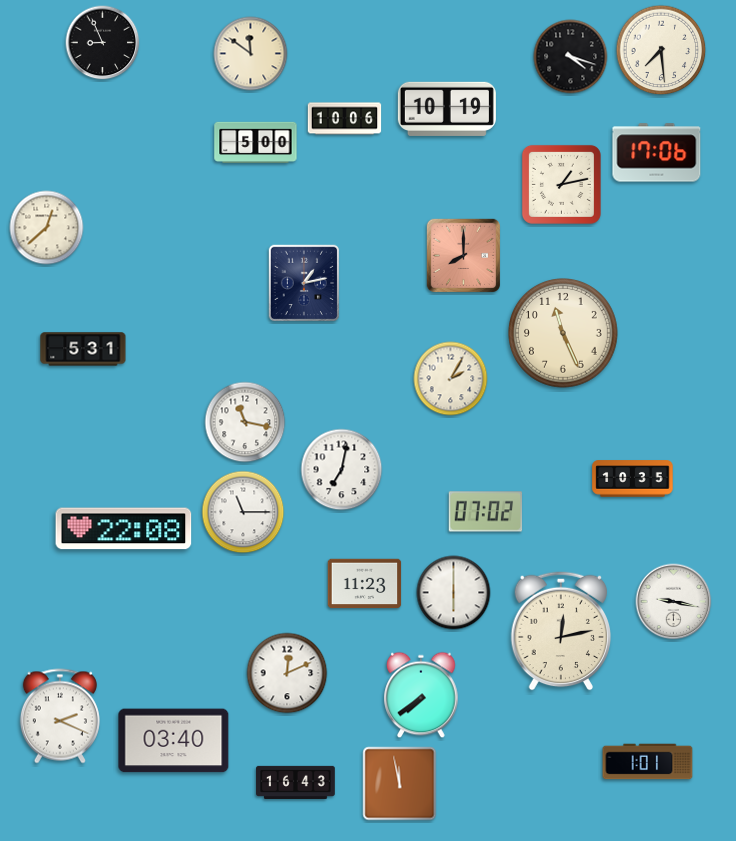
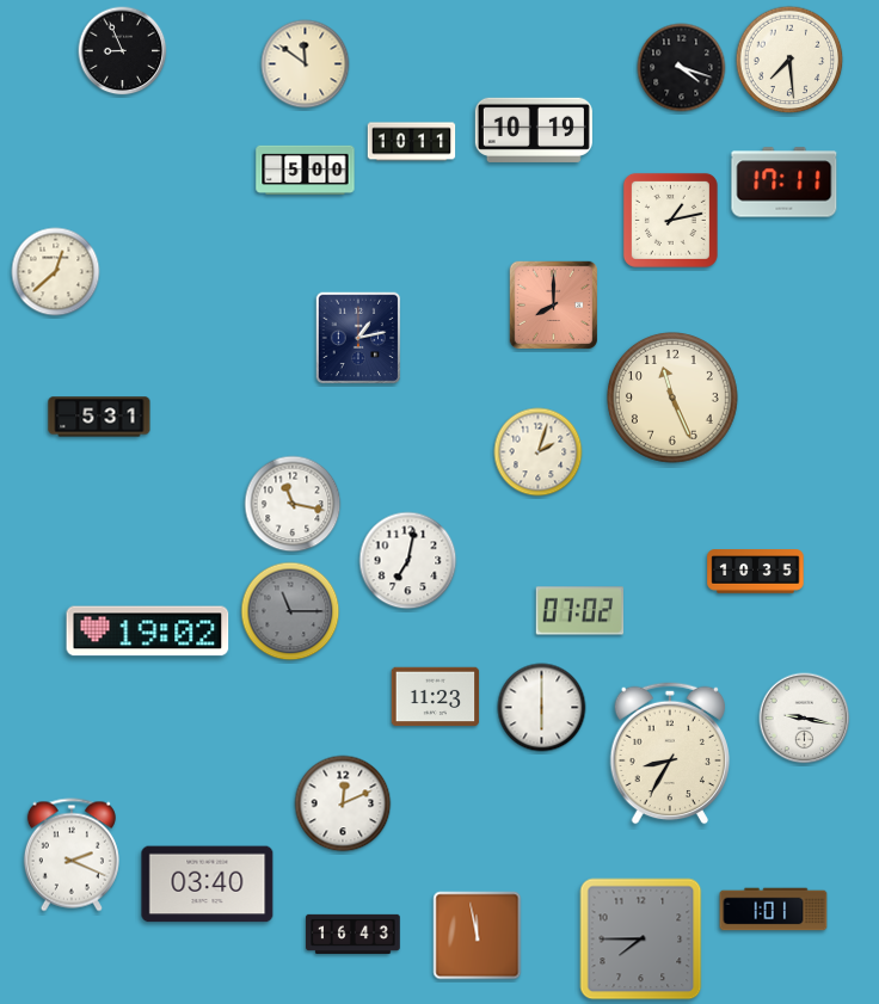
clock at (251, 54) position: (251, 54) -> (306, 64)
clock at (345, 119): 10:06 -> 10:11
clock at (657, 153): 17:06 -> 17:11
clock at (304, 283) position: (304, 283) -> (358, 338)
clock at (451, 379): 2:05 -> 2:03
clock at (243, 512) dial: white -> grey
clock at (124, 529): 22:08 -> 19:02
clock at (561, 631): 12:13 -> 8:35
clock at (421, 695): 7:39 -> none
clock at (641, 940): none -> 7:45
